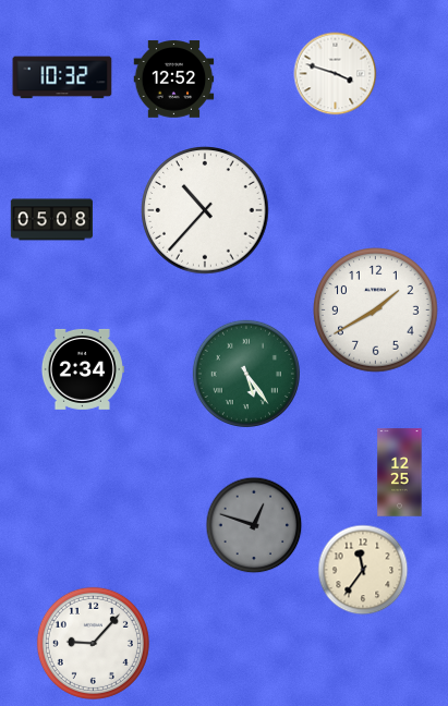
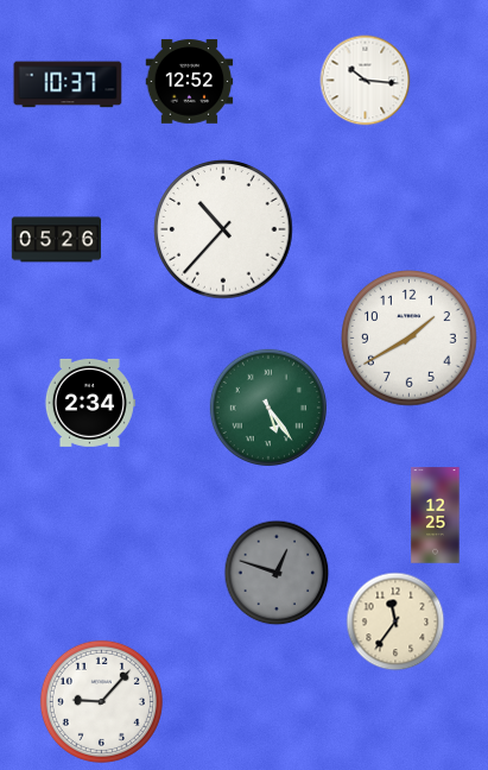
clock at (336, 74): 3:48 -> 10:16
clock at (62, 77): 10:32 -> 10:37
clock at (174, 80) position: (174, 80) -> (190, 82)
clock at (51, 220): 05:08 -> 05:26
